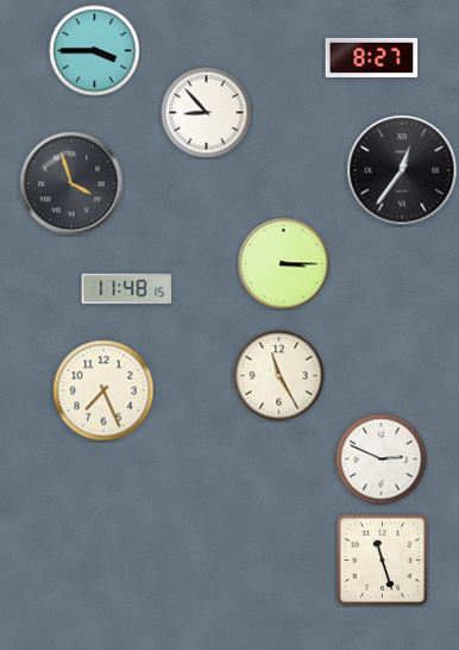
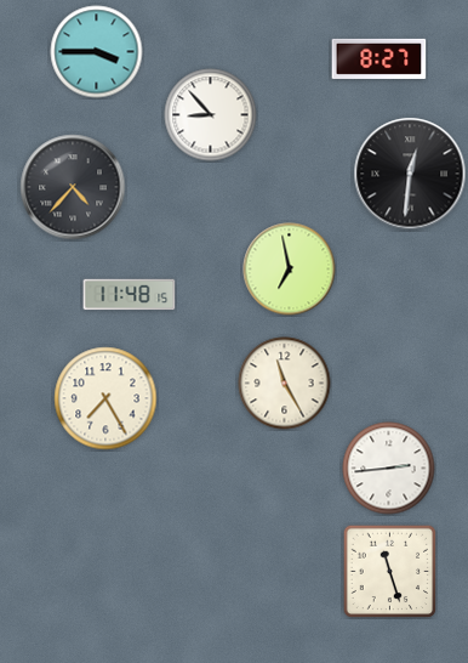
clock at (402, 170): 12:36 -> 12:31
clock at (71, 183): 3:57 -> 4:37
clock at (284, 264): 3:15 -> 6:58
clock at (103, 390): 7:26 -> 7:25
clock at (382, 460): 2:49 -> 2:44
